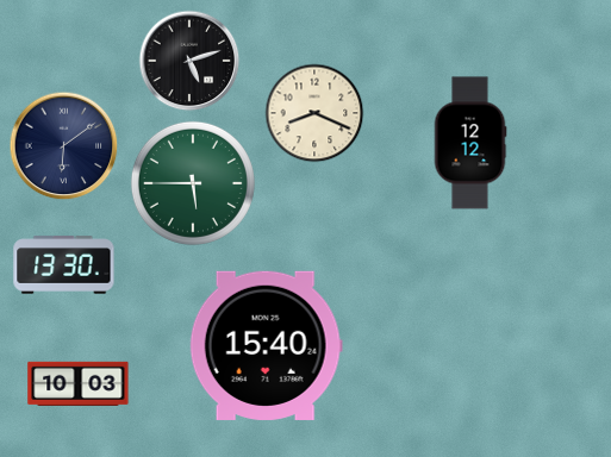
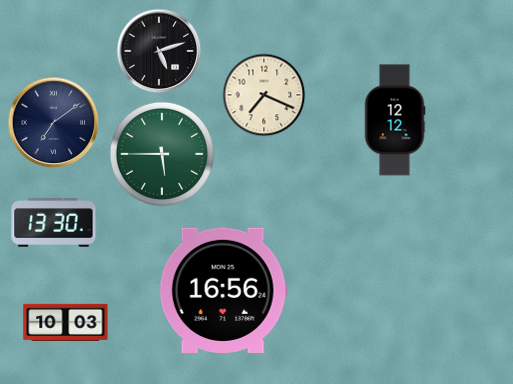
clock at (314, 113): 8:19 -> 7:19
clock at (64, 146): 6:09 -> 7:09
clock at (266, 345): 15:40 -> 16:56
